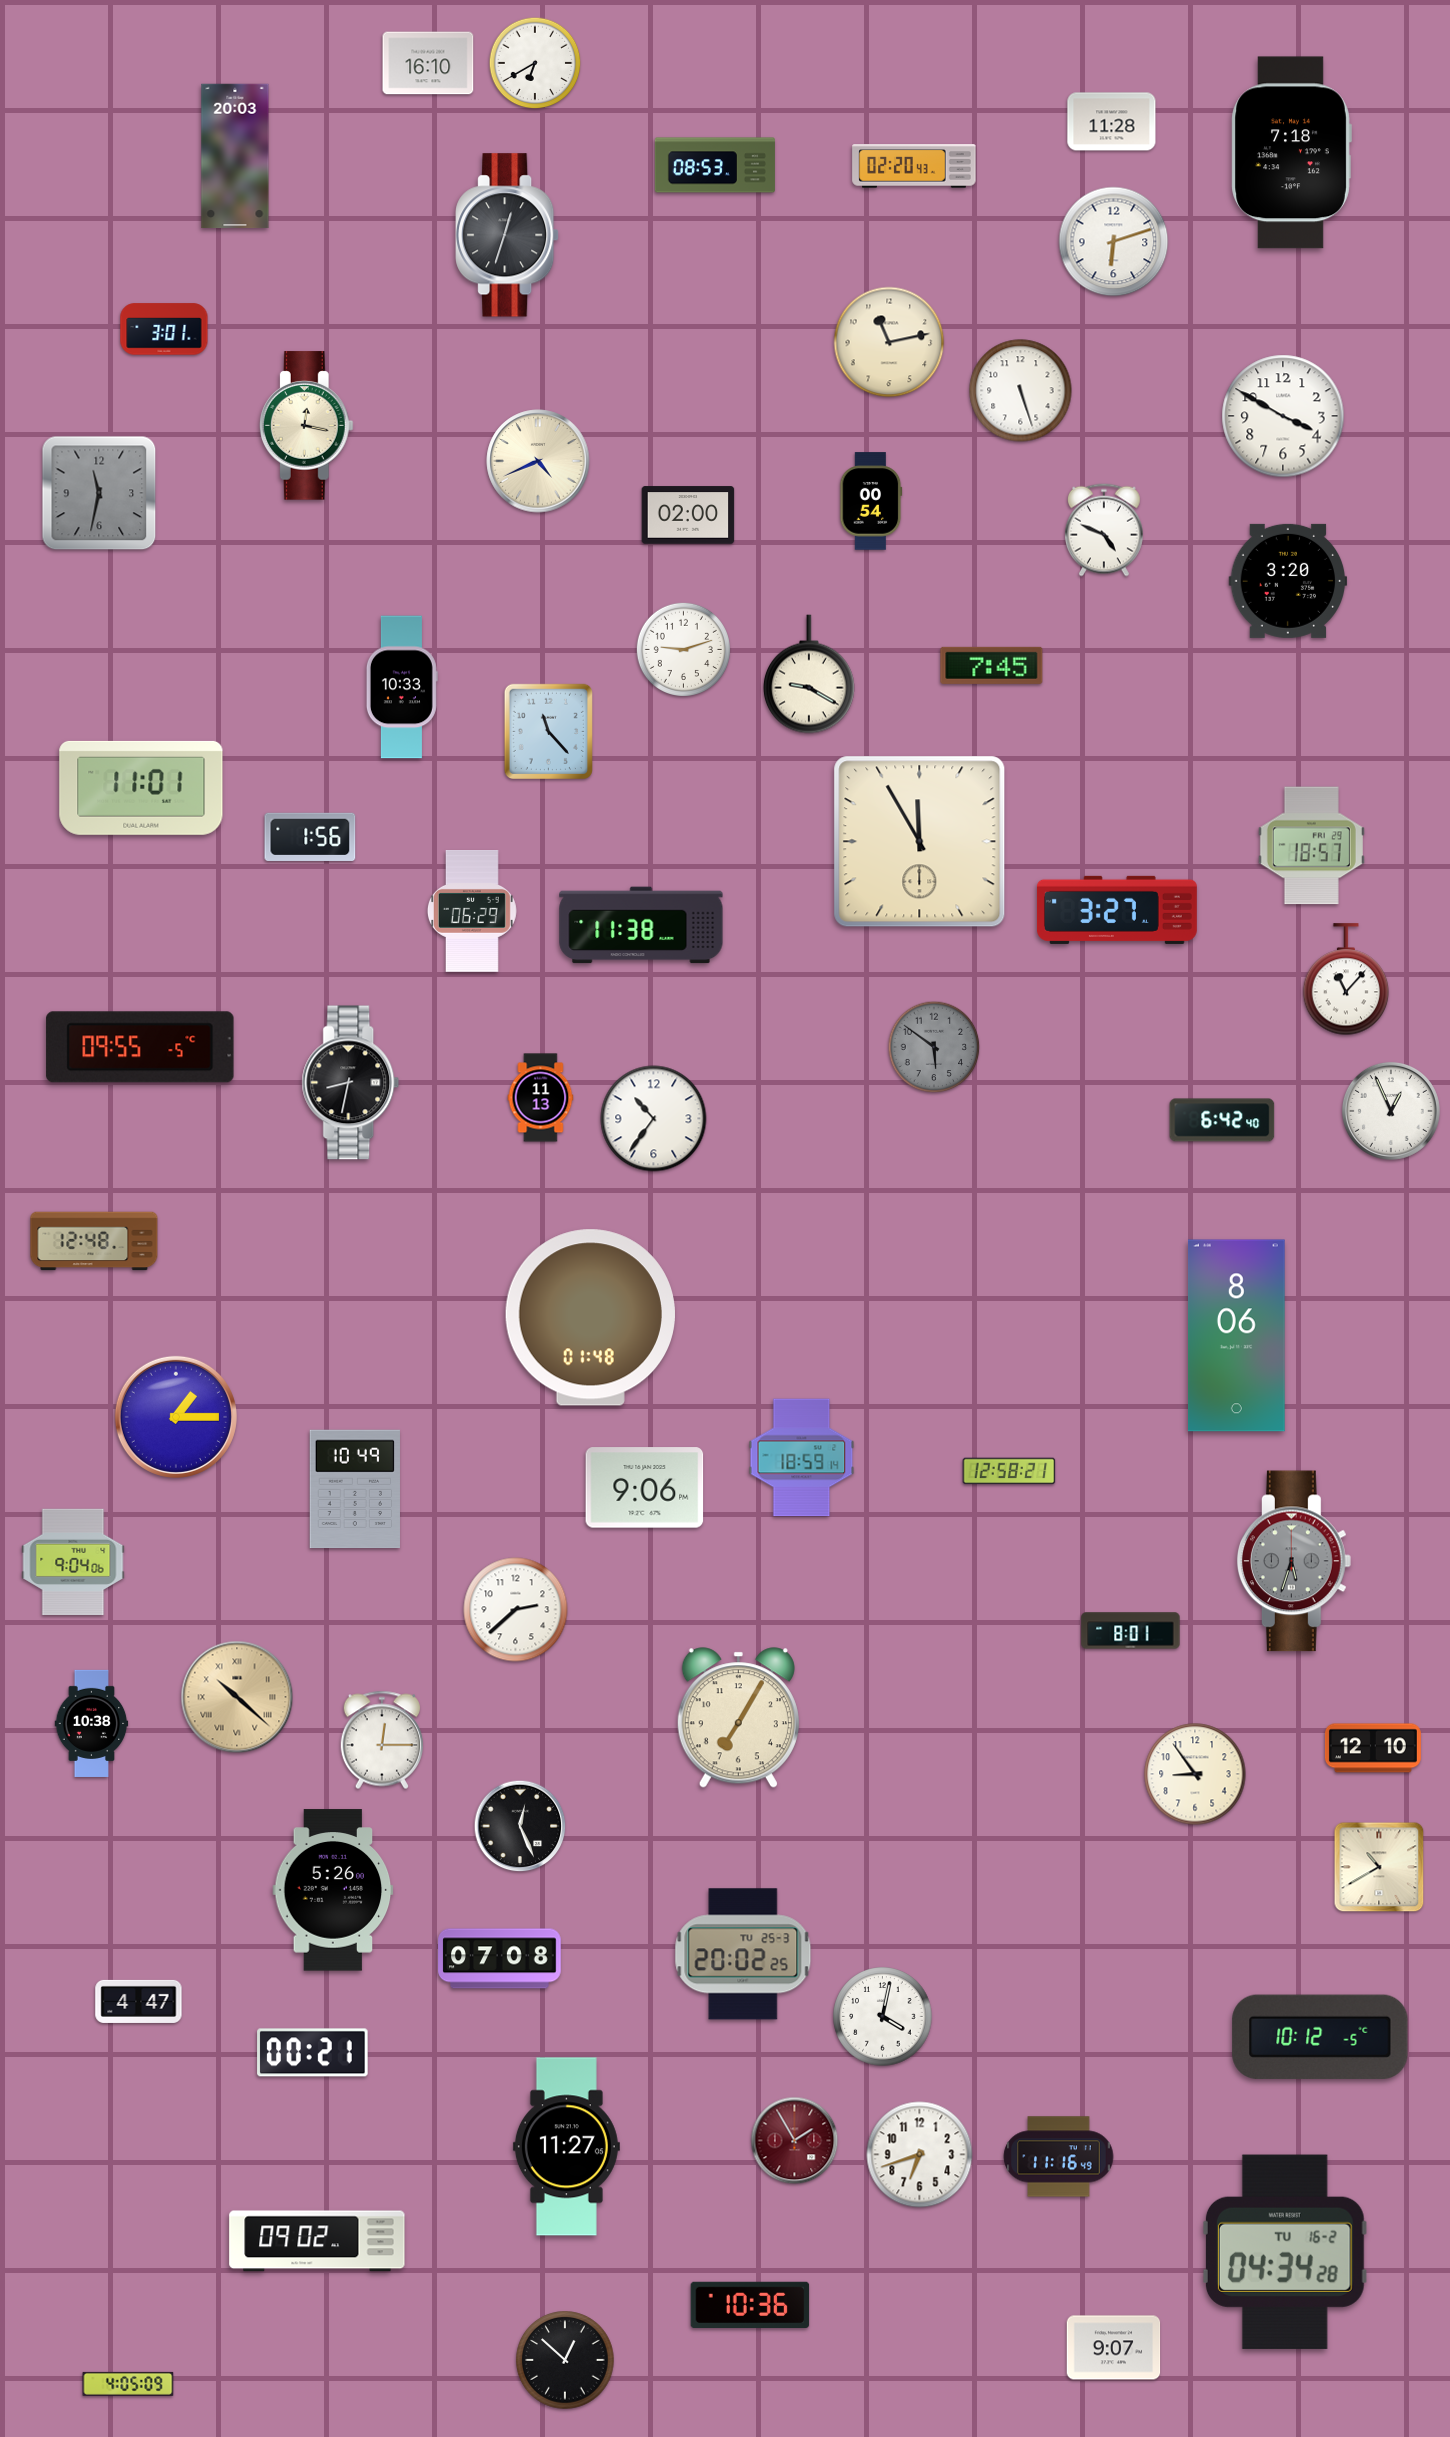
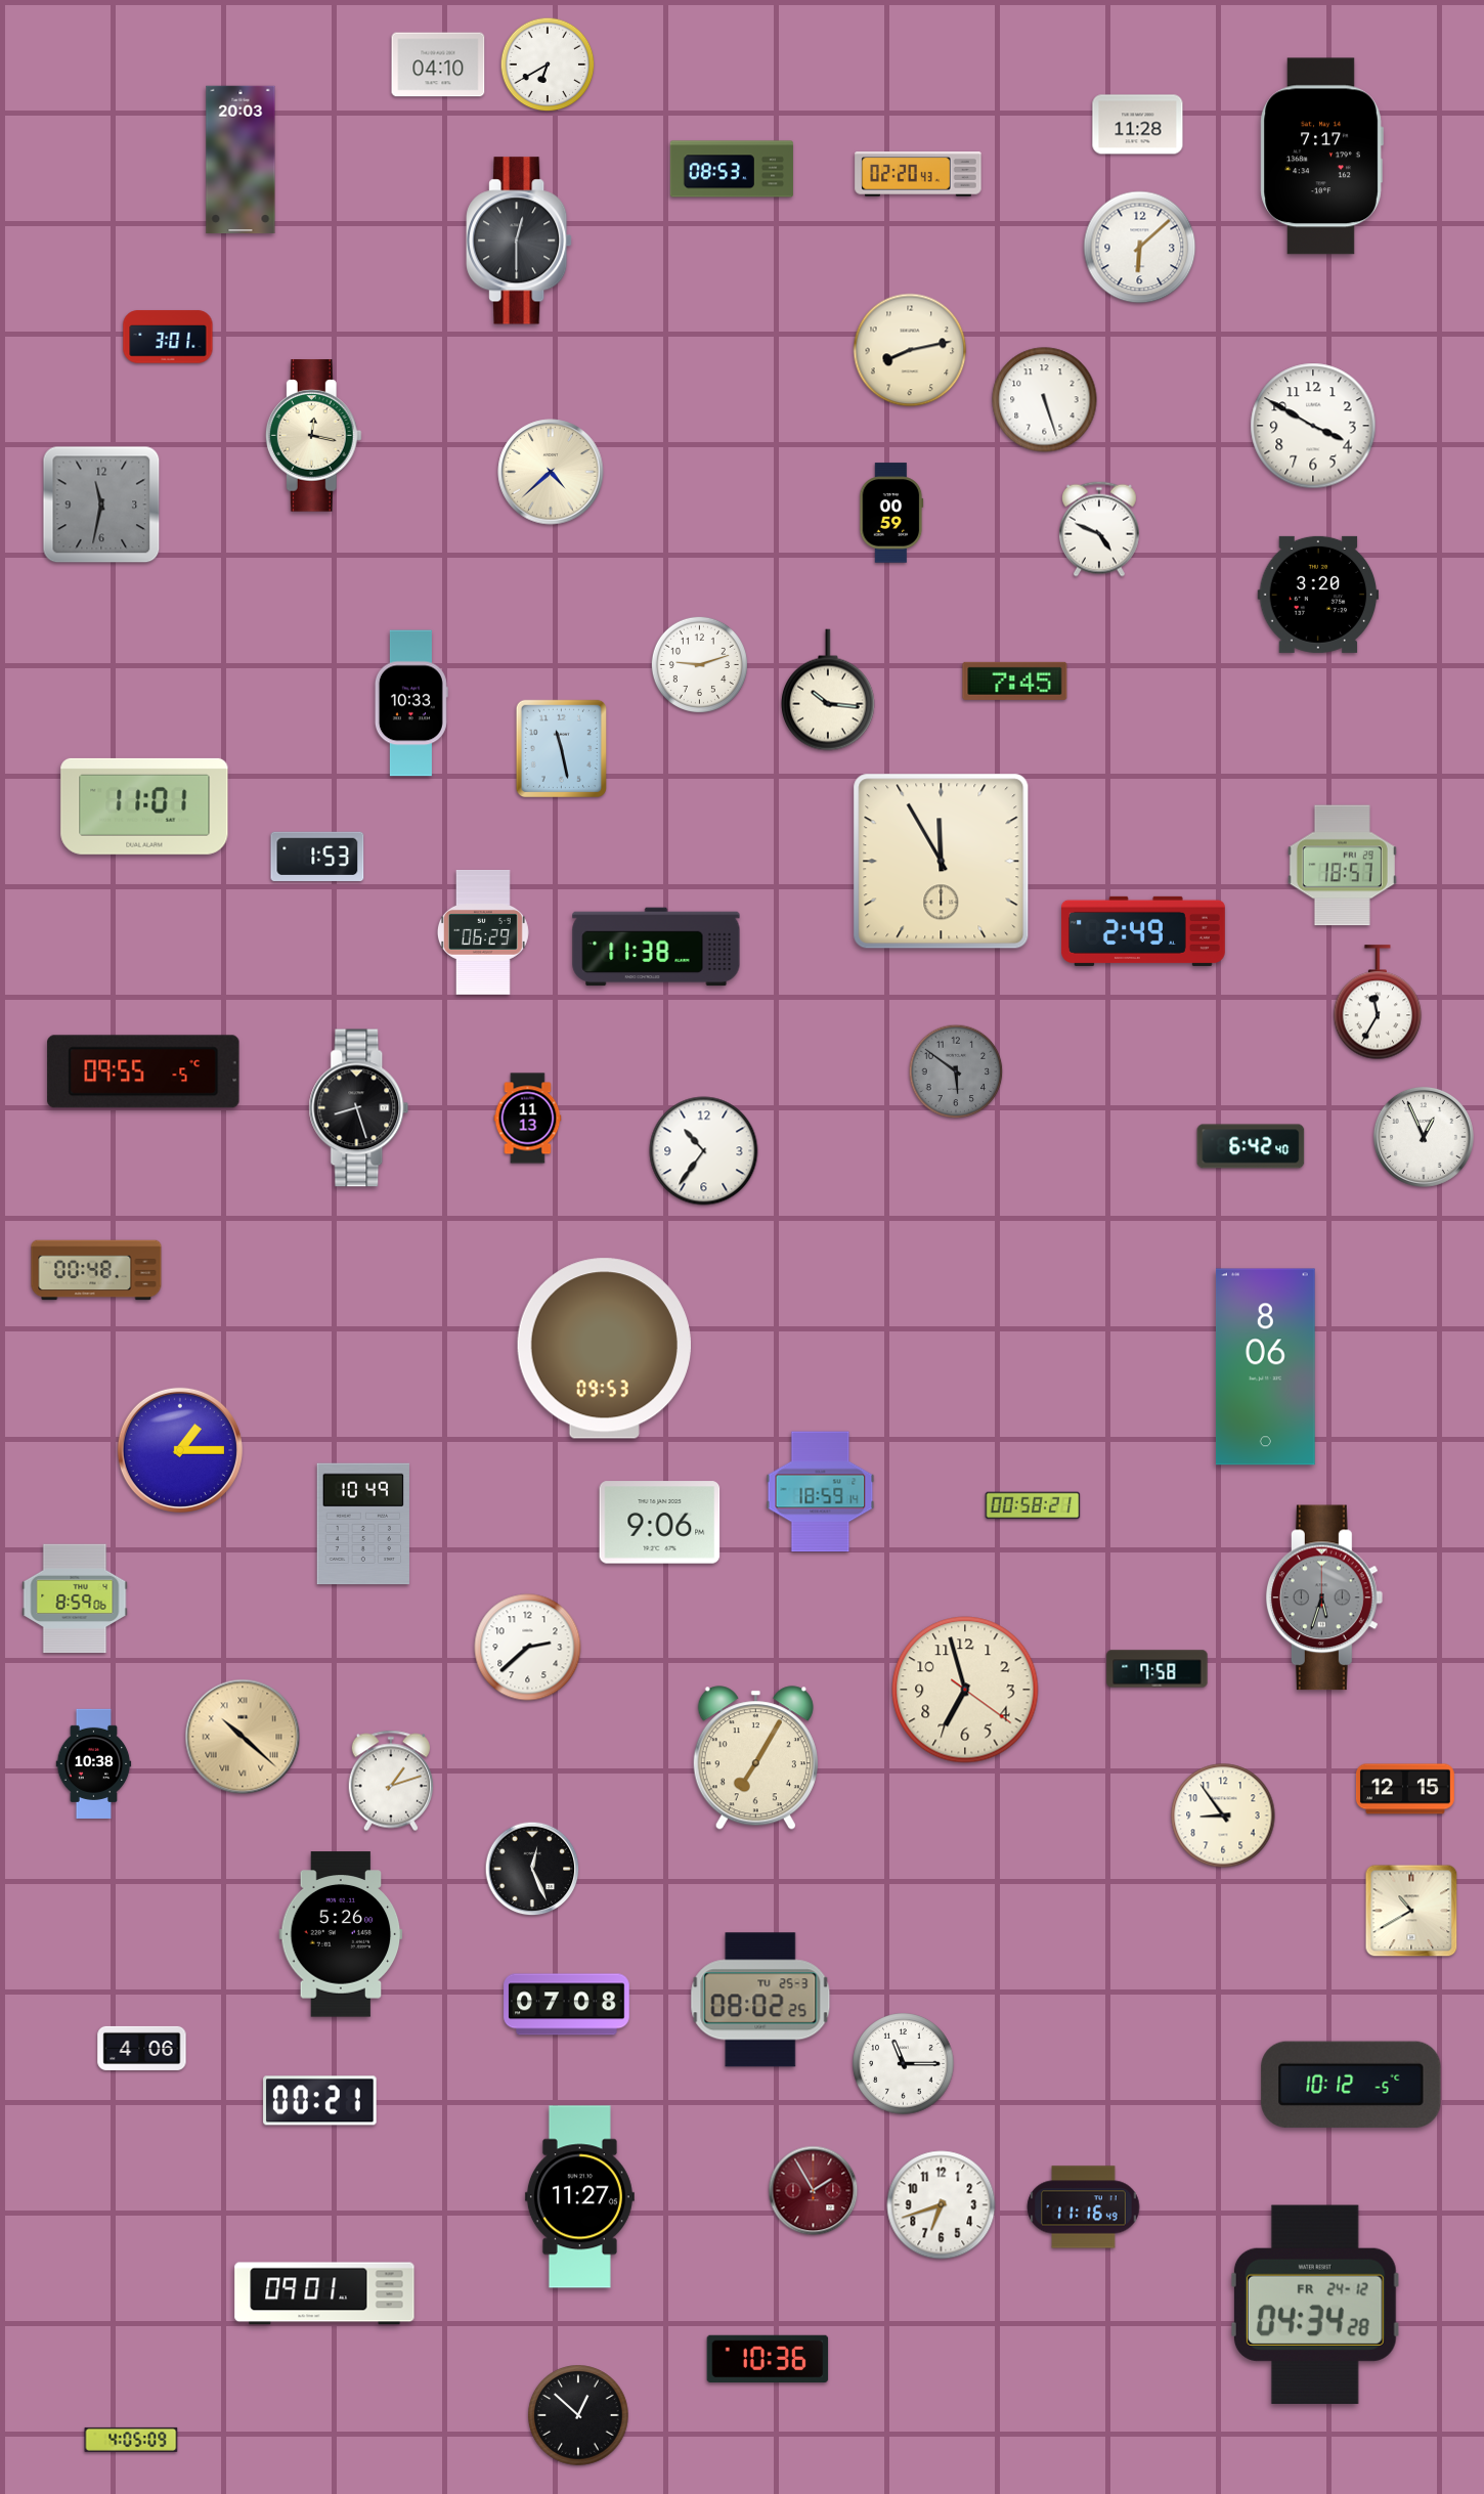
clock at (428, 63): 16:10 -> 04:10
clock at (1291, 153): 7:18 -> 7:17
clock at (914, 166) position: (914, 166) -> (918, 174)
clock at (507, 235): 12:33 -> 12:30
clock at (1114, 242): 6:12 -> 6:08
clock at (889, 342): 11:13 -> 8:13
clock at (538, 461): 4:41 -> 4:38
clock at (871, 501): 00:54 -> 00:59
clock at (688, 515): 02:00 -> none
clock at (1104, 530) position: (1104, 530) -> (1099, 529)
clock at (809, 674): 9:20 -> 10:16
clock at (548, 731): 11:23 -> 11:28
clock at (310, 837): 1:56 -> 1:53
clock at (1117, 910): 3:27 -> 2:49
clock at (1346, 980): 11:07 -> 11:35
clock at (351, 1083): 8:32 -> 8:27
clock at (541, 1098) position: (541, 1098) -> (528, 1119)
clock at (654, 1119) position: (654, 1119) -> (704, 1151)
clock at (94, 1241): 12:48 -> 00:48
clock at (590, 1318): 01:48 -> 09:53
clock at (1009, 1471): 12:58 -> 00:58
clock at (73, 1562): 9:04 -> 8:59
clock at (1131, 1631): 8:01 -> 7:58
clock at (965, 1690): none -> 6:57
clock at (381, 1740): 12:15 -> 1:12
clock at (1373, 1748): 12:10 -> 12:15
clock at (743, 1954): 20:02 -> 08:02
clock at (500, 1959) position: (500, 1959) -> (567, 2005)
clock at (139, 2001): 4:47 -> 4:06
clock at (883, 2017): 4:02 -> 11:15
clock at (317, 2241): 09:02 -> 09:01
clock at (1285, 2252) date: TU 16-2 -> FR 24-12
clock at (1114, 2348): 9:07 -> none
